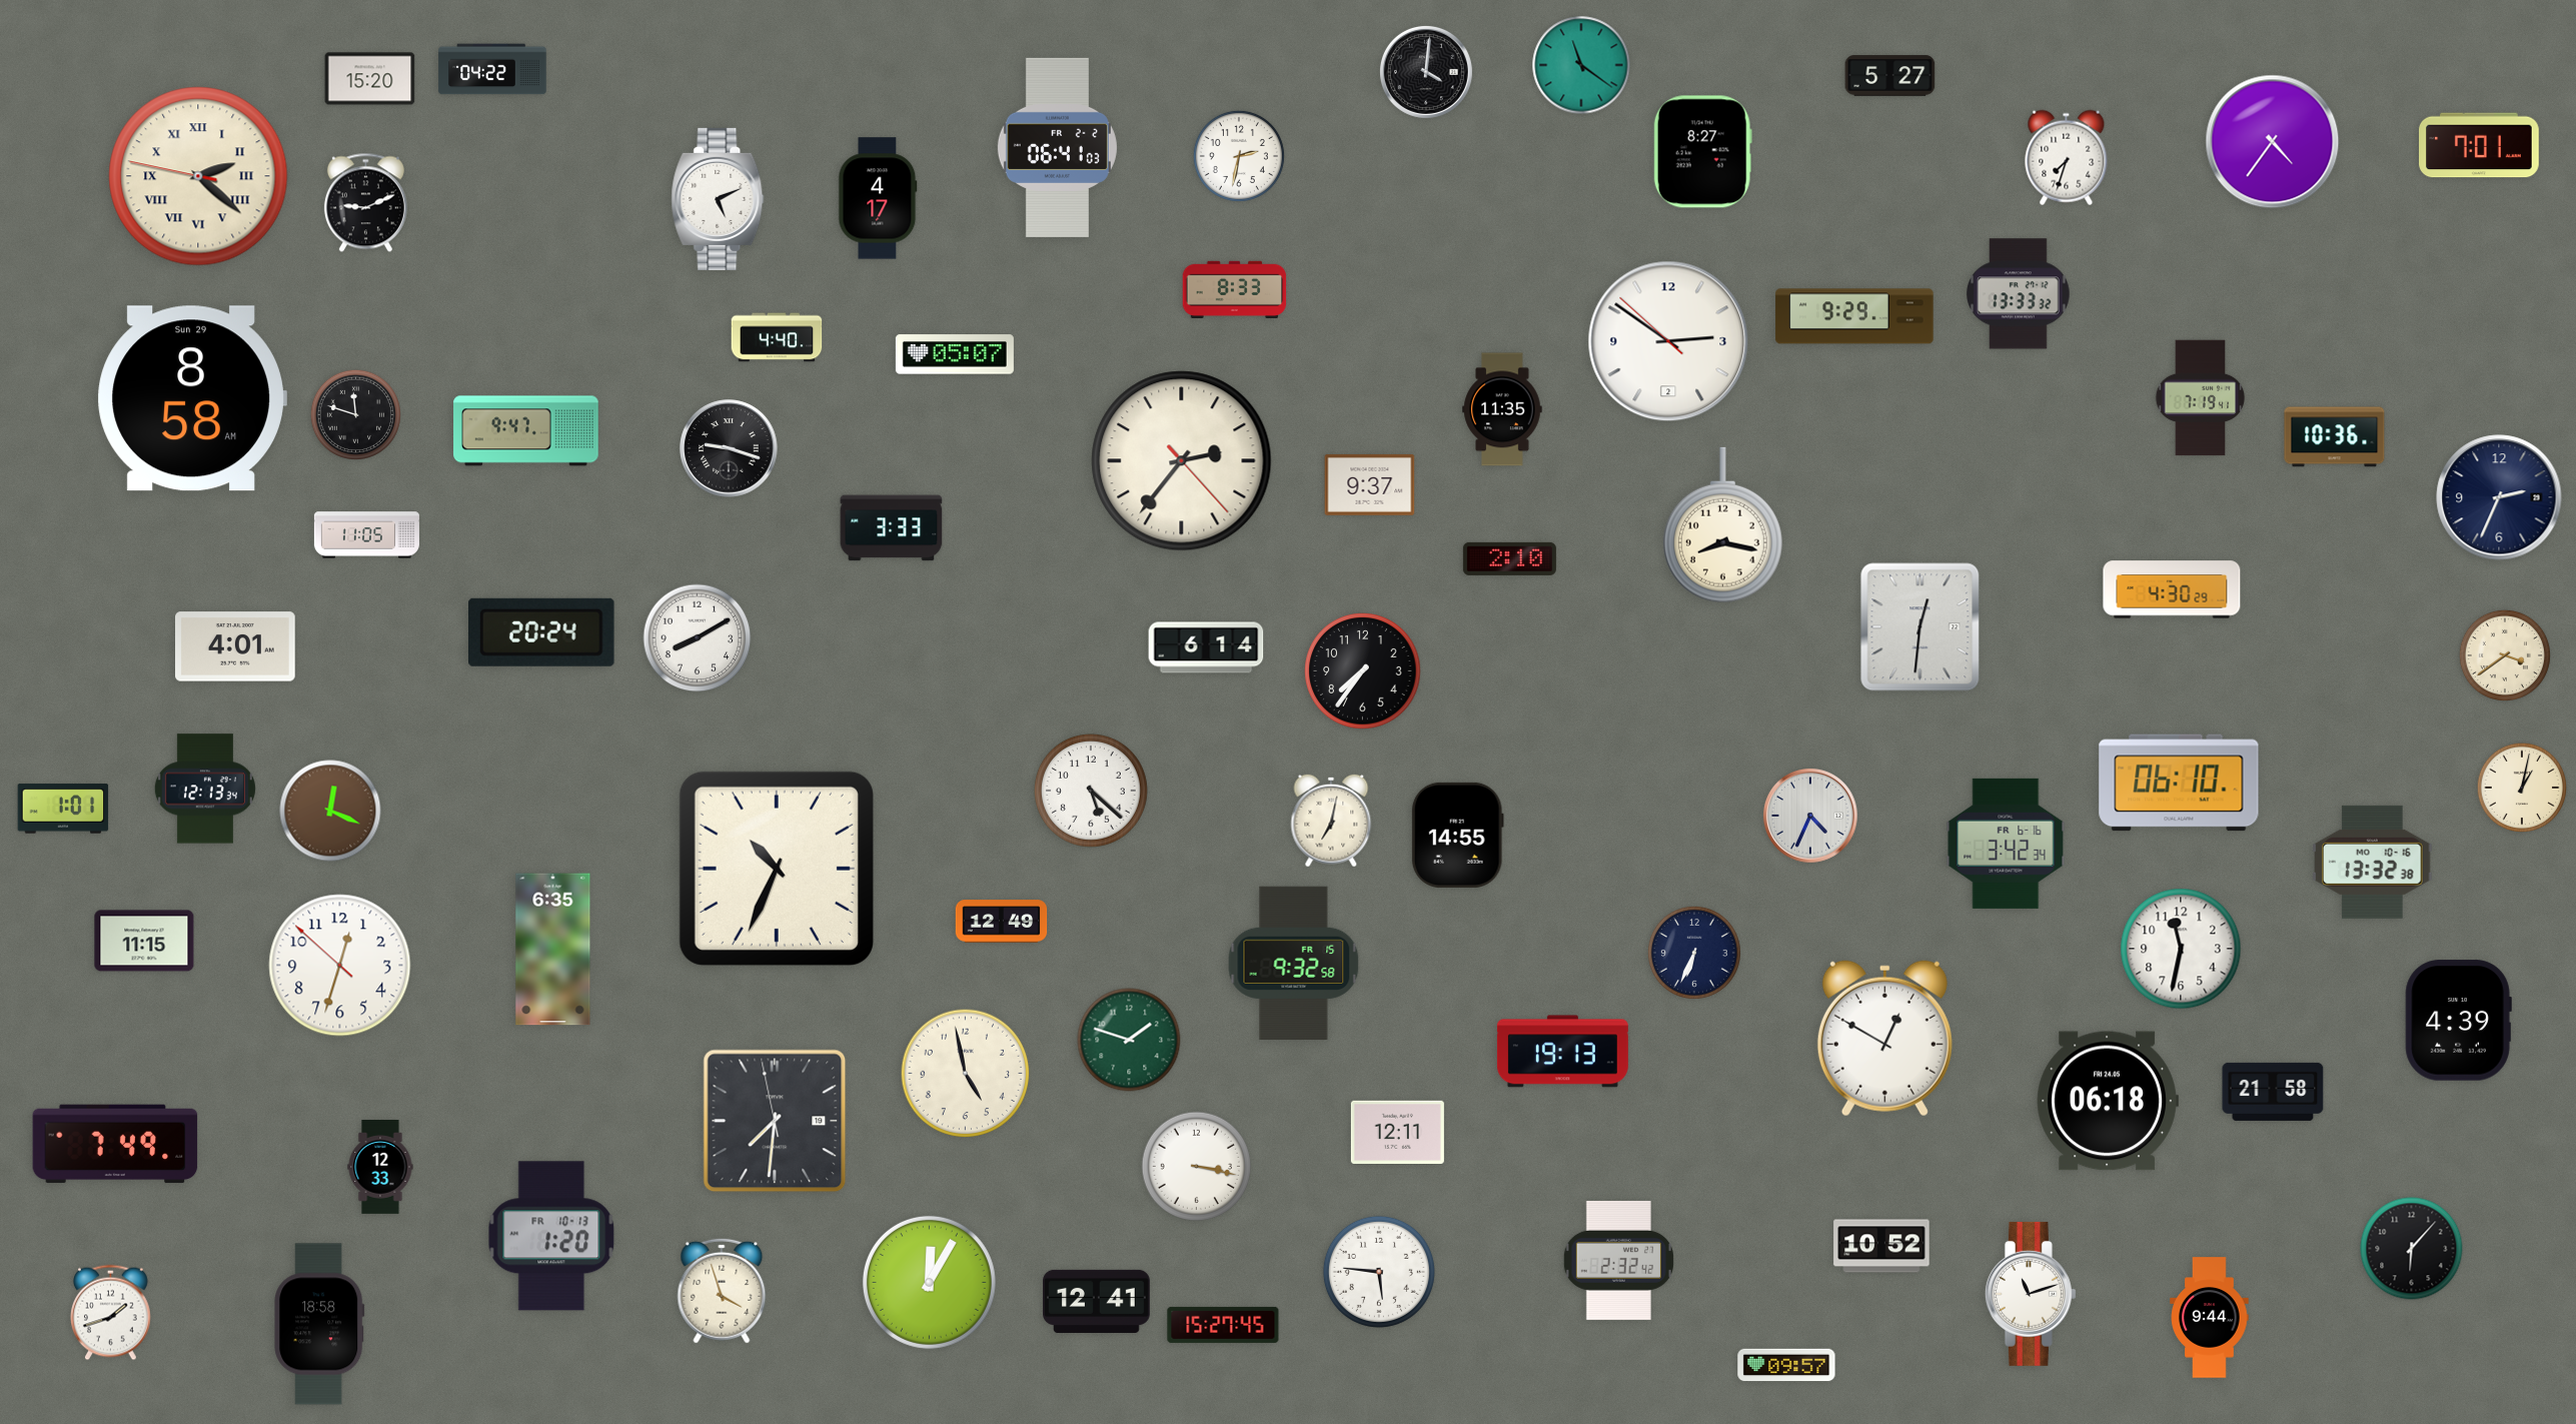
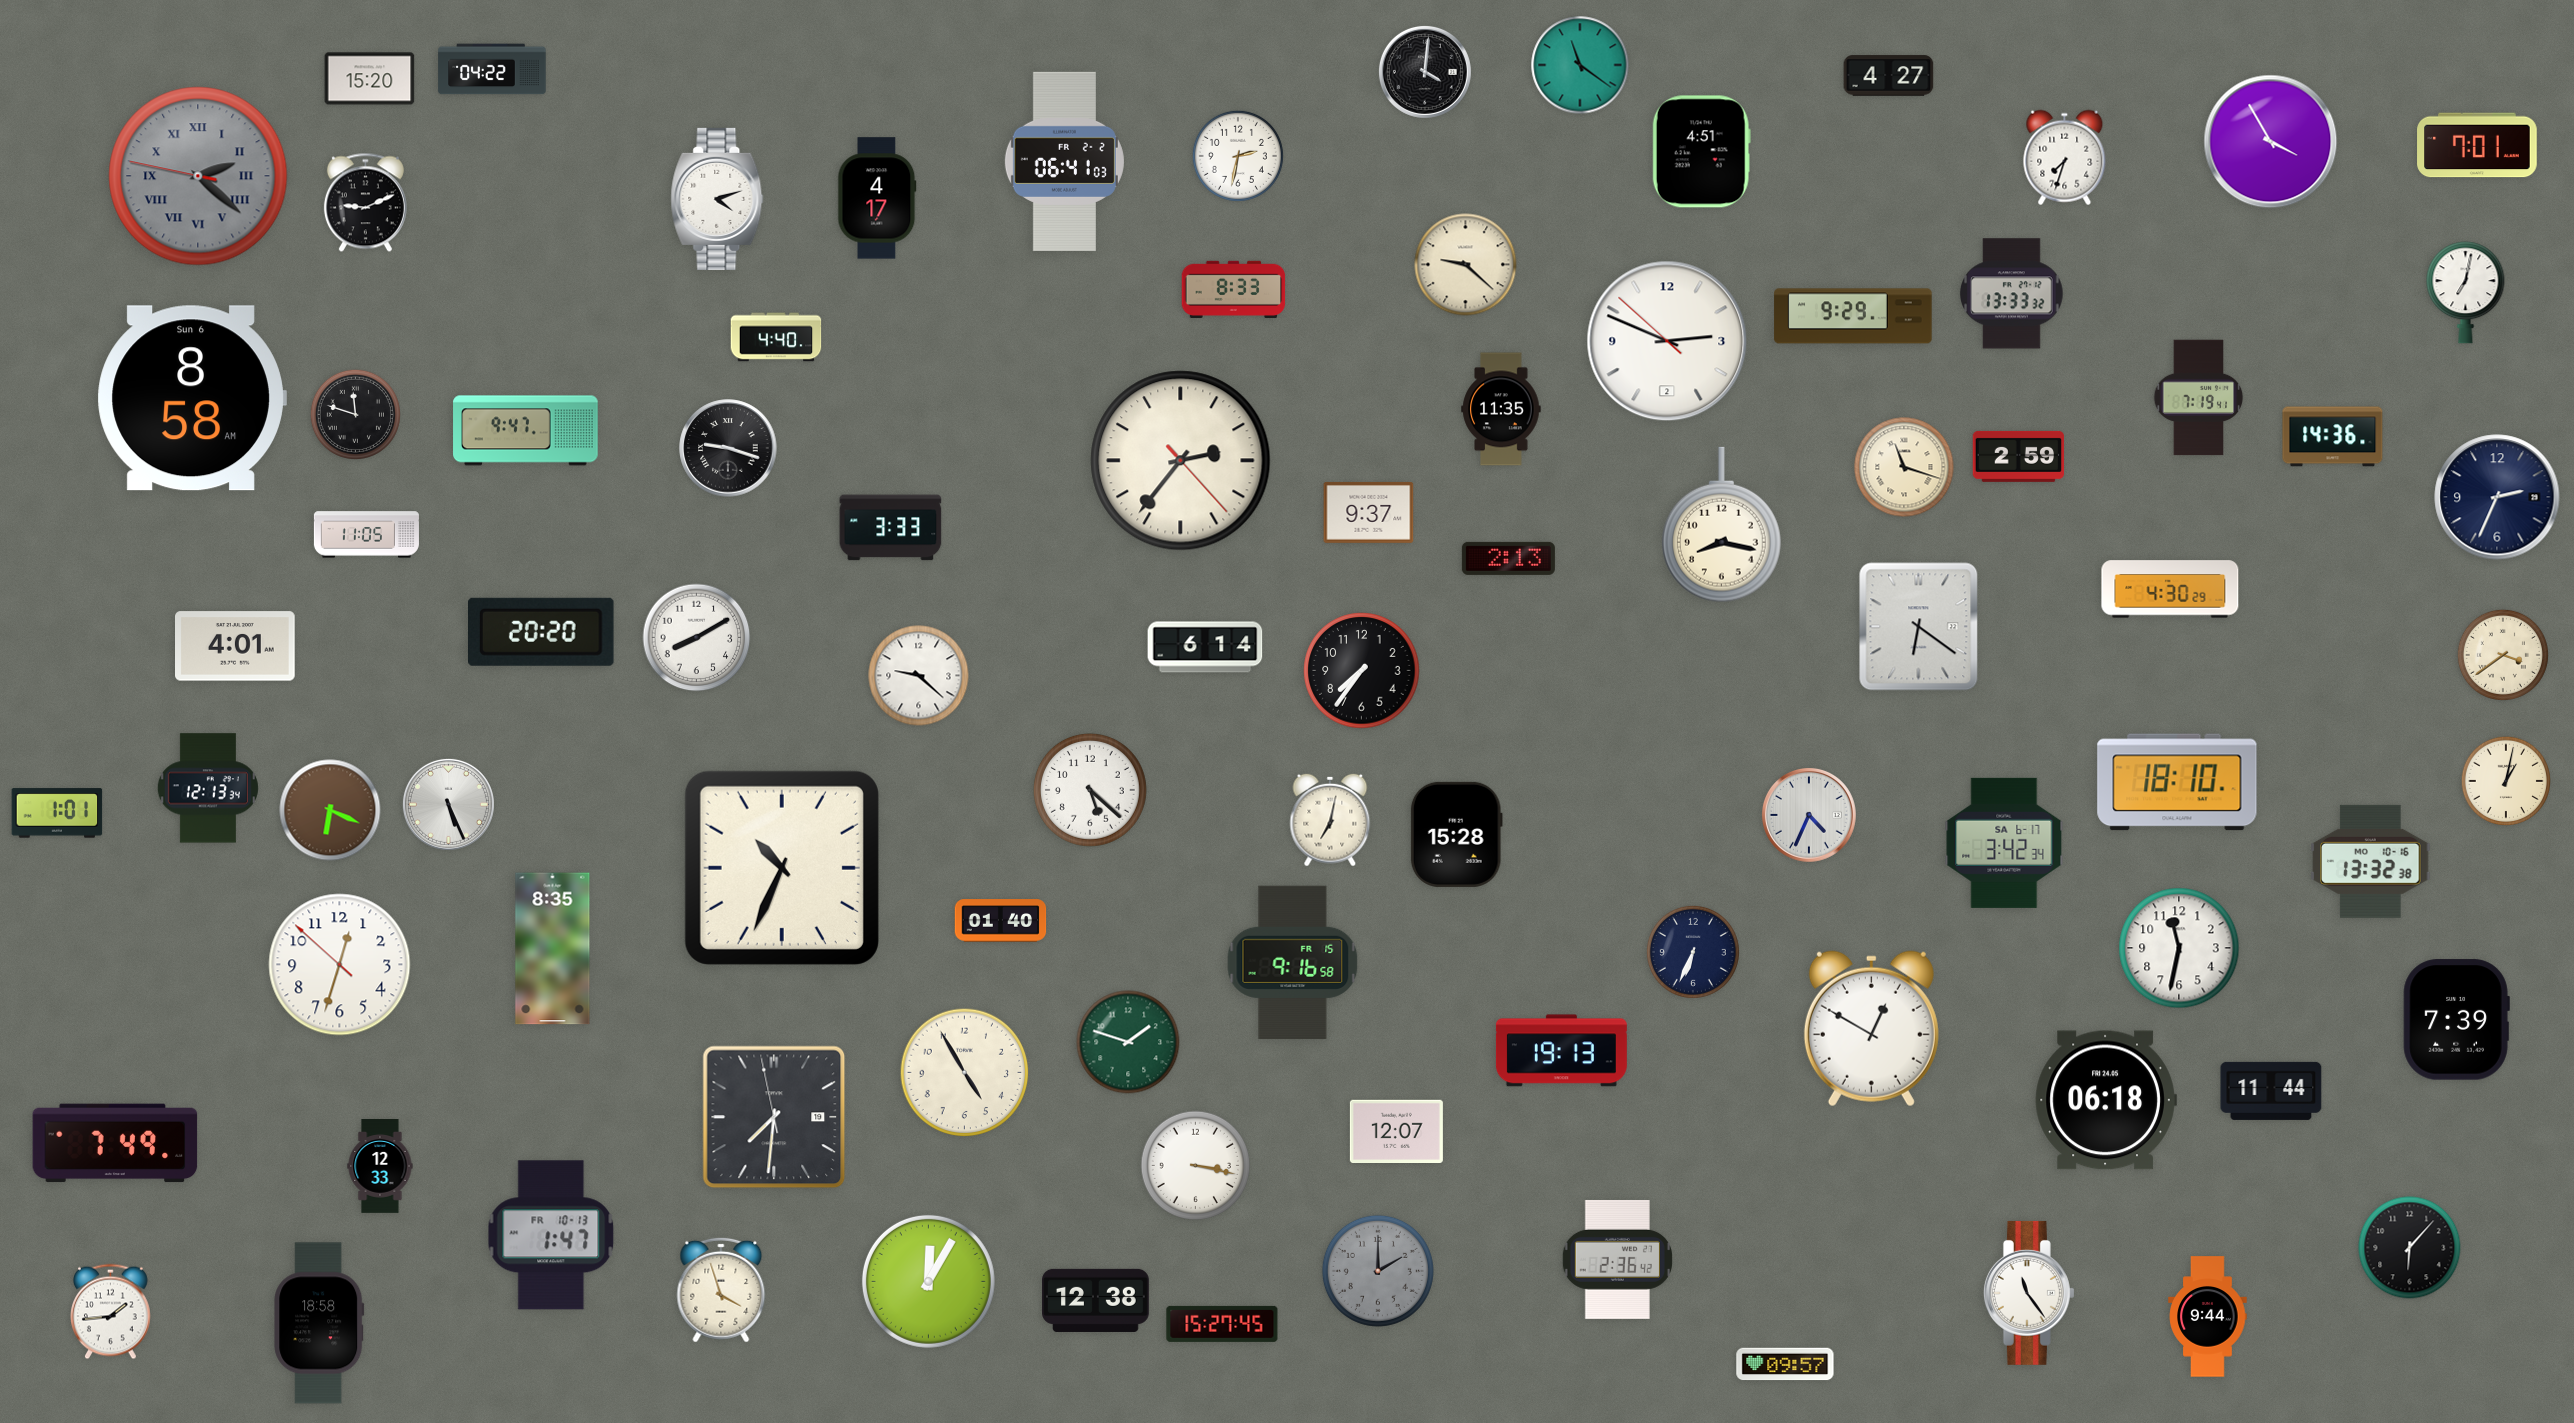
clock at (1890, 76): 5:27 -> 4:27
clock at (2273, 142): 4:36 -> 3:55
clock at (1057, 147) position: (1057, 147) -> (1064, 161)
clock at (1702, 152): 8:27 -> 4:51
clock at (198, 176) dial: cream -> grey
clock at (718, 199): 5:11 -> 4:12
clock at (1466, 265): none -> 9:22
clock at (2466, 293): none -> 7:02
clock at (2019, 294) position: (2019, 294) -> (2012, 294)
clock at (1668, 341): 2:50 -> 2:48
clock at (955, 354): 05:07 -> none
clock at (192, 398) date: Sun 29 -> Sun 6
clock at (2335, 437): 10:36 -> 14:36
clock at (2019, 456): none -> 2:59
clock at (1904, 467): none -> 11:18
clock at (1370, 484) position: (1370, 484) -> (1369, 512)
clock at (1509, 558): 2:10 -> 2:13
clock at (1920, 627): 12:31 -> 6:21
clock at (542, 632): 20:24 -> 20:20
clock at (919, 676): none -> 9:22
clock at (2179, 783): 06:10 -> 18:10
clock at (2522, 788) position: (2522, 788) -> (2506, 781)
clock at (205, 789) position: (205, 789) -> (208, 788)
clock at (448, 804): none -> 5:26
clock at (63, 809) position: (63, 809) -> (57, 813)
clock at (330, 811): 12:19 -> 6:19
clock at (1457, 835): 14:55 -> 15:28
clock at (2006, 844) date: FR 6-16 -> SA 6-17
clock at (777, 869) position: (777, 869) -> (782, 868)
clock at (1002, 922): 12:49 -> 01:40
clock at (144, 941): 11:15 -> none
clock at (553, 950): 6:35 -> 8:35
clock at (1294, 963): 9:32 -> 9:16
clock at (2458, 1021): 4:39 -> 7:39
clock at (1884, 1039) position: (1884, 1039) -> (1871, 1029)
clock at (1129, 1040) position: (1129, 1040) -> (1128, 1042)
clock at (966, 1074): 4:58 -> 4:55
clock at (2273, 1092): 21:58 -> 11:44
clock at (775, 1121) position: (775, 1121) -> (774, 1117)
clock at (1397, 1132): 12:11 -> 12:07
clock at (551, 1236): 1:20 -> 1:47
clock at (1881, 1246): 10:52 -> none
clock at (1618, 1260): 2:32 -> 2:36
clock at (1379, 1272): 5:46 -> 2:00
clock at (1379, 1272) dial: white -> grey
clock at (2031, 1294): 11:12 -> 11:24
clock at (1097, 1301): 12:41 -> 12:38
clock at (111, 1313): 1:42 -> 1:44
